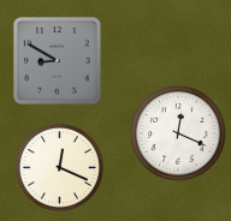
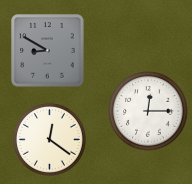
clock at (178, 133): 12:19 -> 12:15
clock at (59, 167): 12:19 -> 12:21
